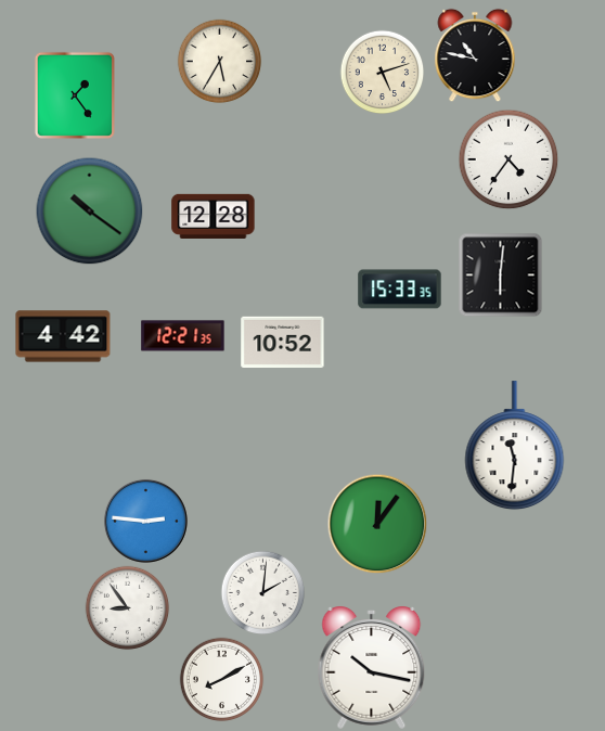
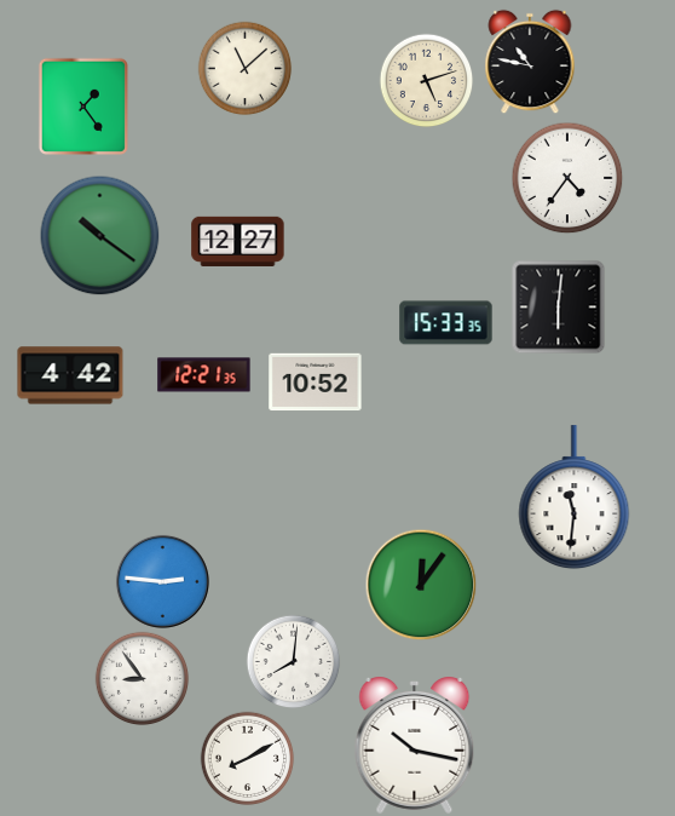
clock at (219, 61): 5:35 -> 11:08
clock at (214, 216): 12:28 -> 12:27
clock at (262, 592): 2:01 -> 8:01
